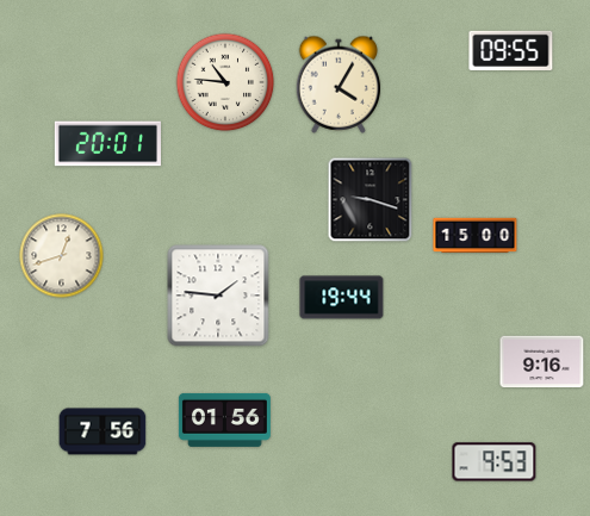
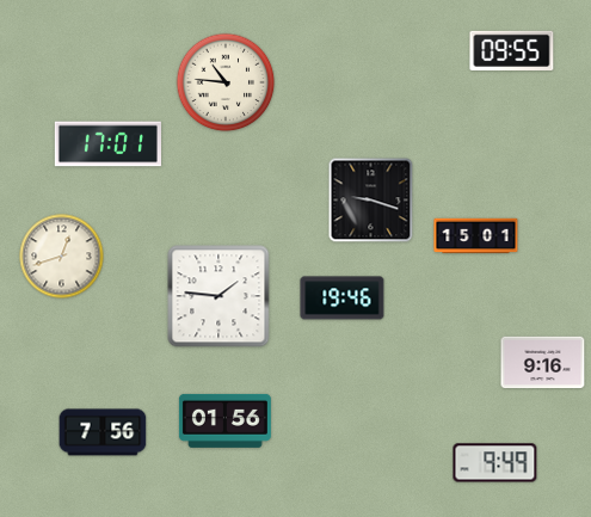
clock at (339, 85): 4:05 -> none
clock at (107, 144): 20:01 -> 17:01
clock at (476, 236): 15:00 -> 15:01
clock at (342, 298): 19:44 -> 19:46
clock at (495, 462): 9:53 -> 9:49
